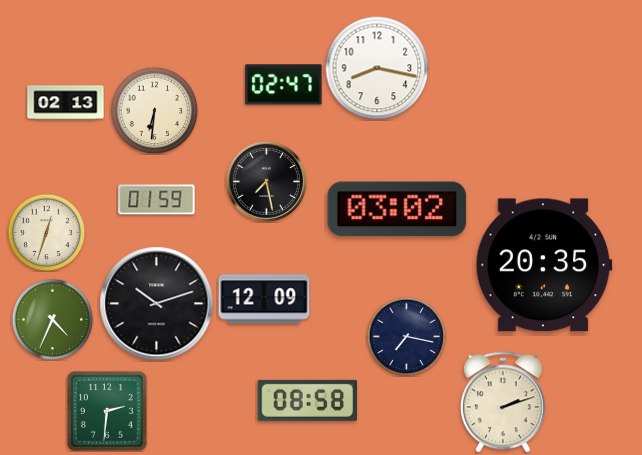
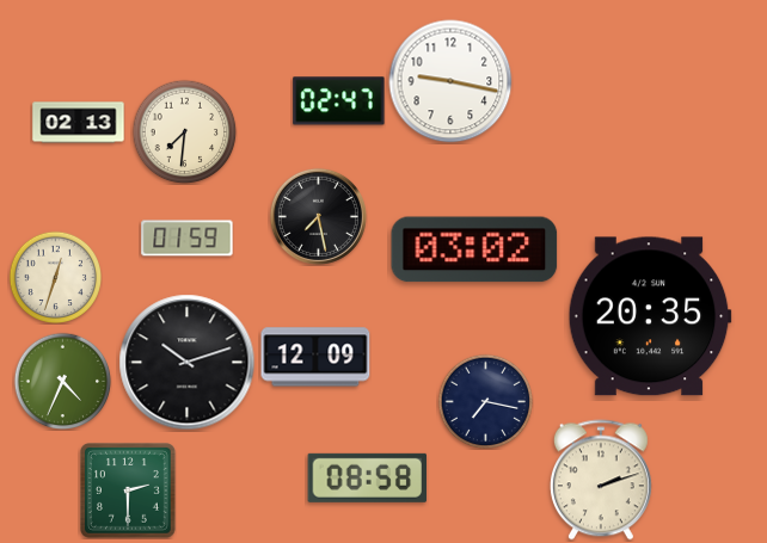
clock at (377, 68): 8:17 -> 9:17
clock at (154, 110): 6:31 -> 7:31
clock at (108, 412): 2:31 -> 2:30
